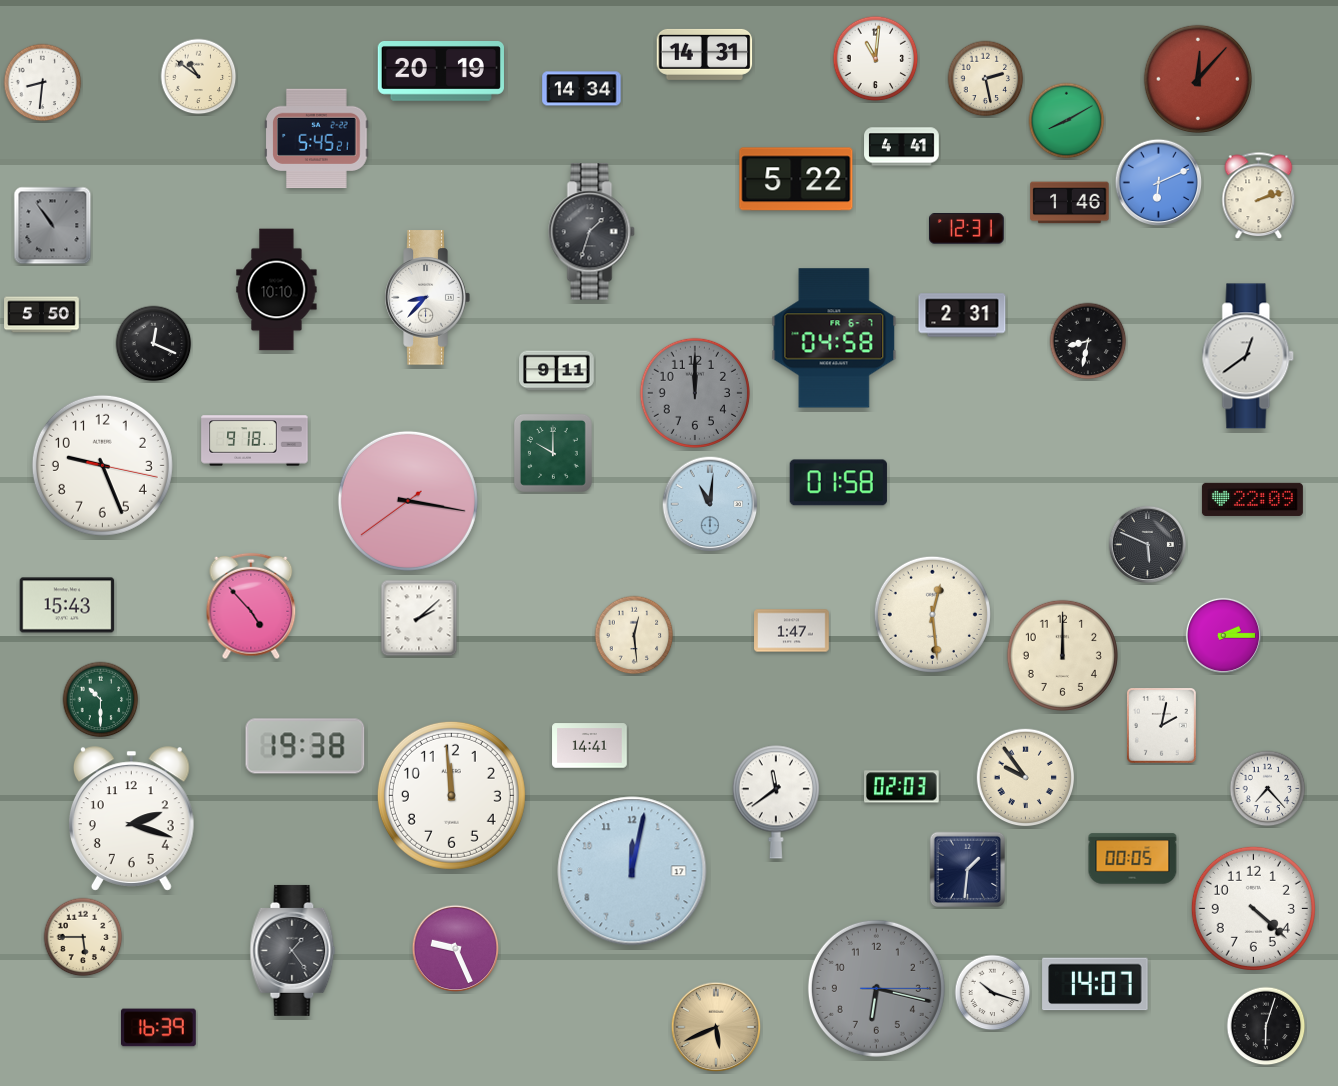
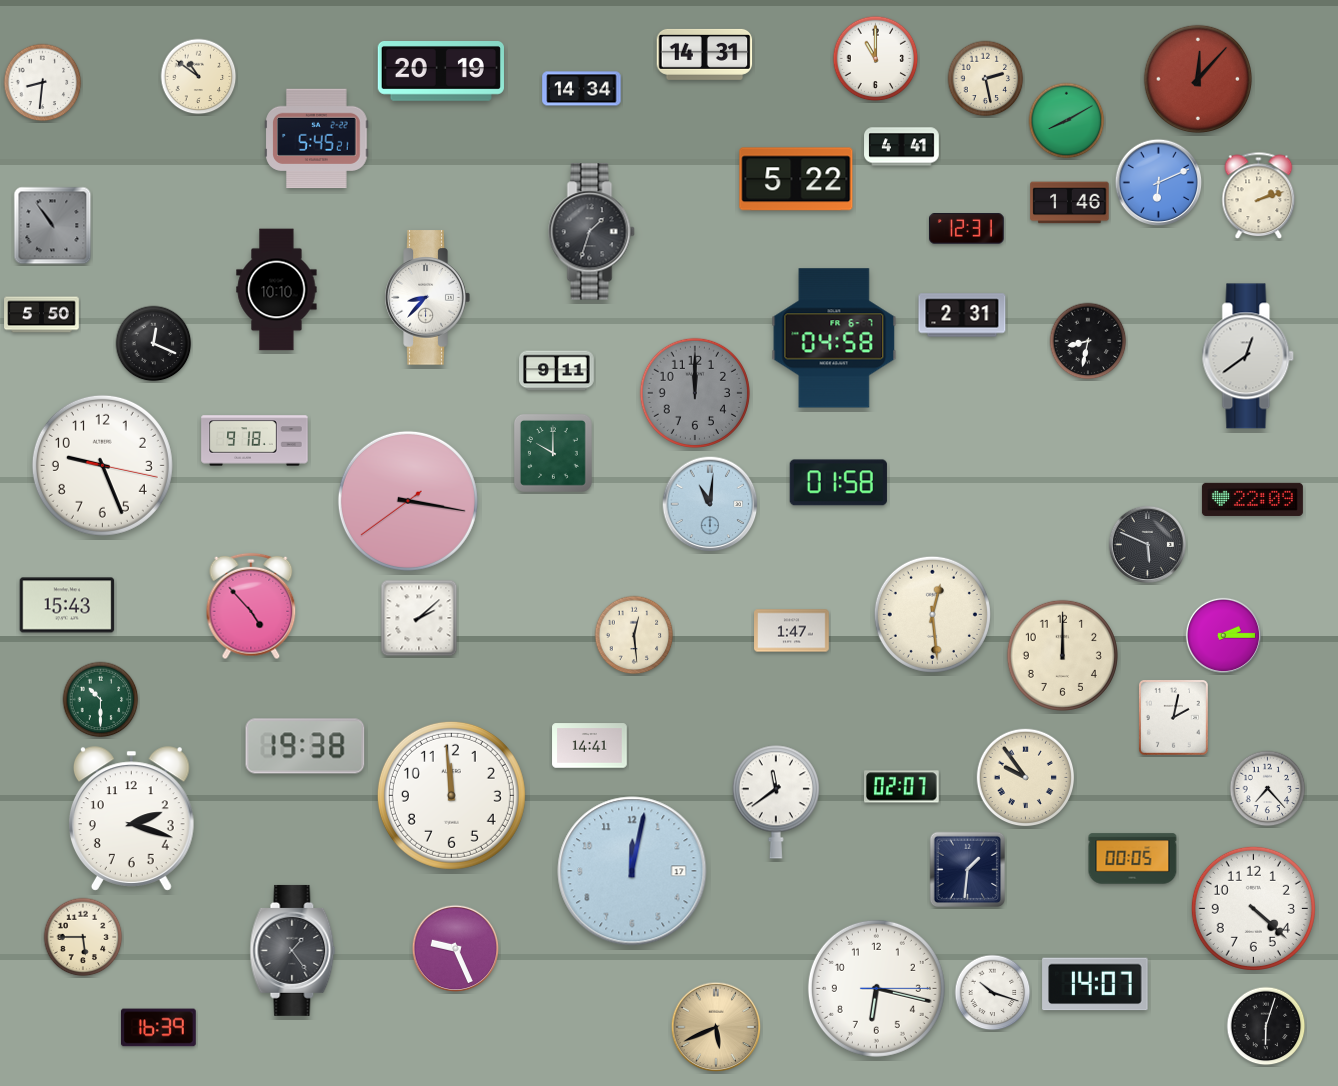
clock at (876, 59): 11:01 -> 11:00
clock at (1162, 726) position: (1162, 726) -> (1174, 718)
clock at (902, 787): 02:03 -> 02:07
clock at (876, 988) dial: grey -> white
